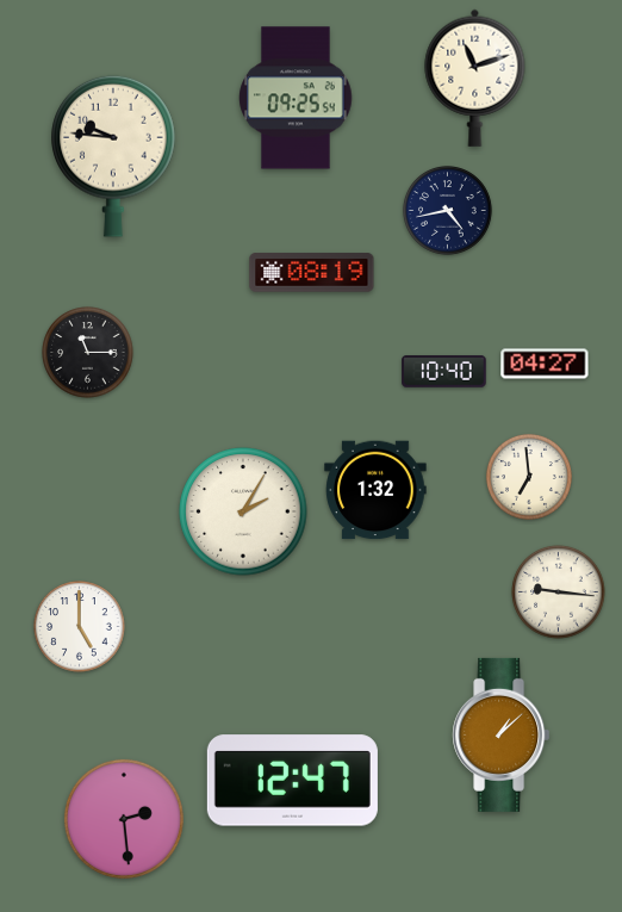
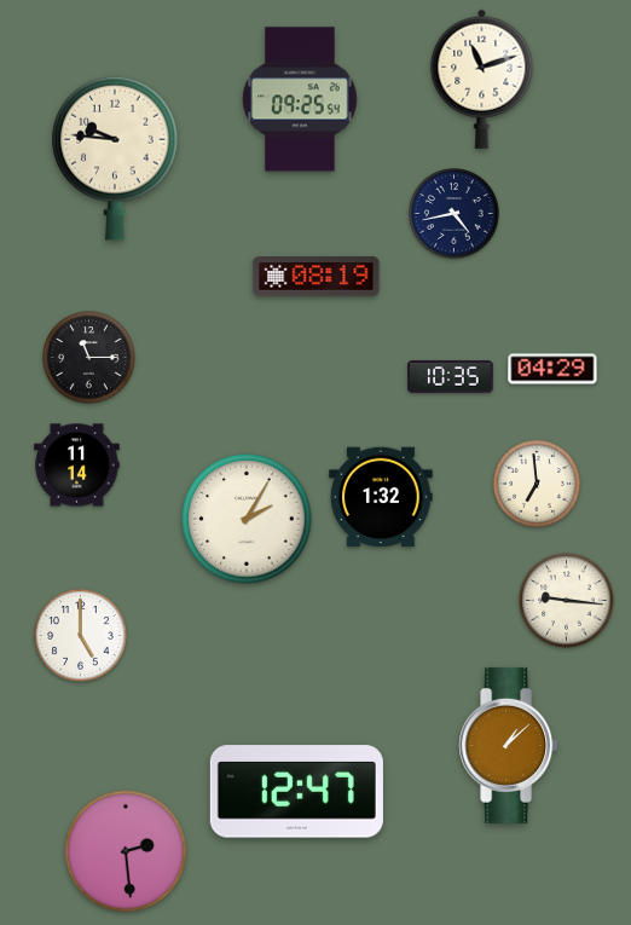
clock at (545, 364): 04:27 -> 04:29
clock at (444, 372): 10:40 -> 10:35
clock at (77, 466): none -> 11:14
clock at (124, 819) position: (124, 819) -> (126, 851)
